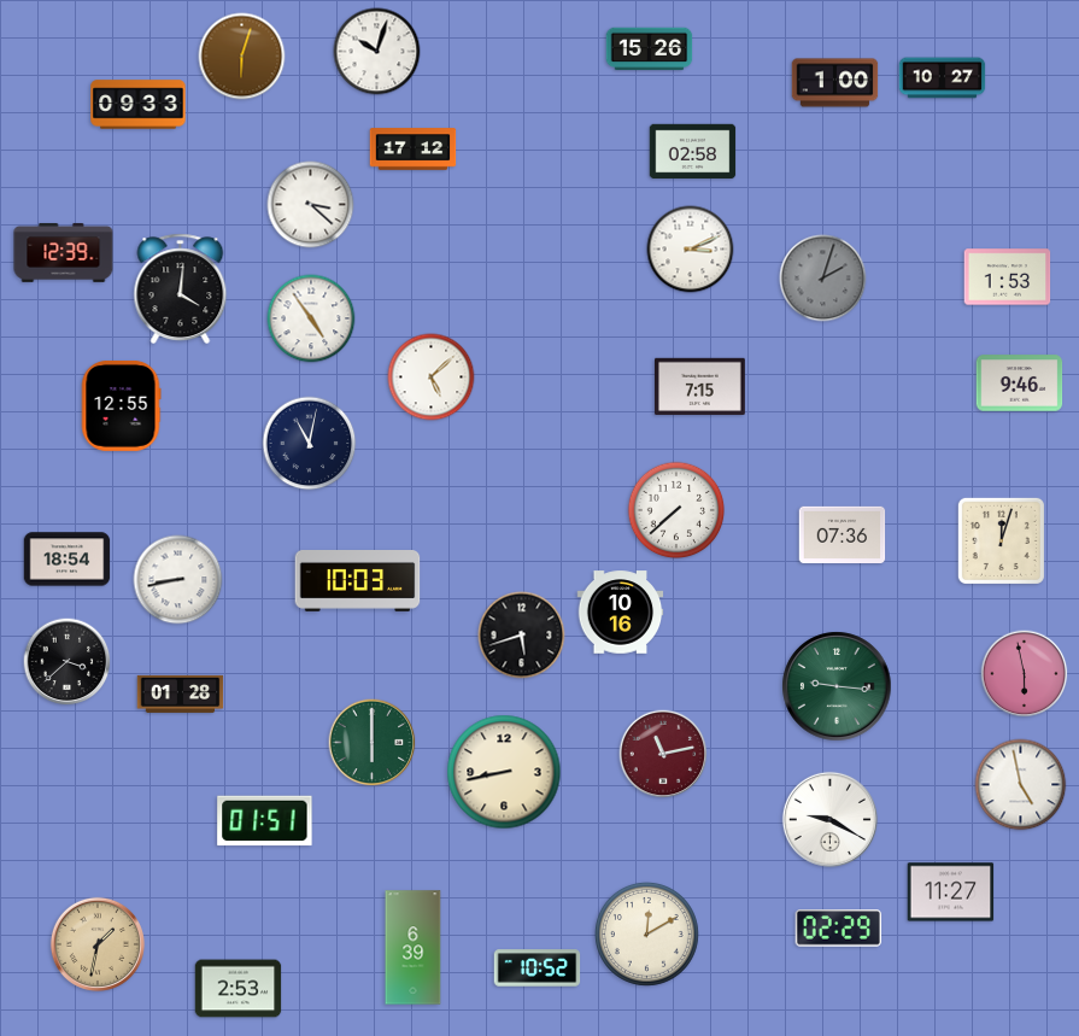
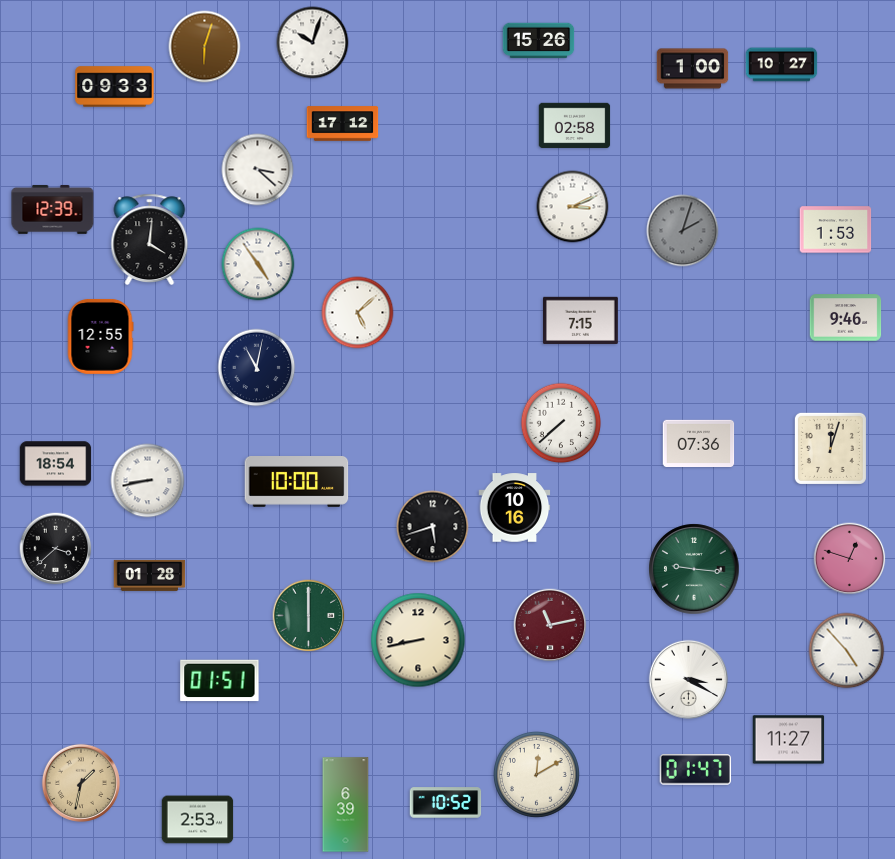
clock at (242, 57) position: (242, 57) -> (205, 47)
clock at (358, 581): 10:03 -> 10:00
clock at (1025, 674): 5:58 -> 12:48
clock at (1021, 785): 4:58 -> 4:53
clock at (829, 819): 9:20 -> 3:20
clock at (839, 929): 02:29 -> 01:47
clock at (414, 948) position: (414, 948) -> (346, 805)
